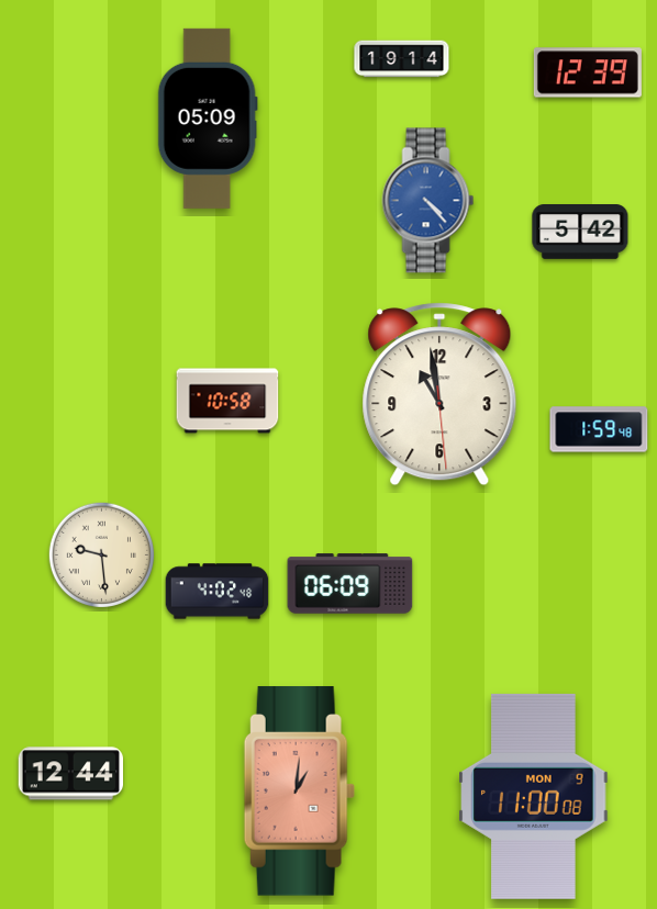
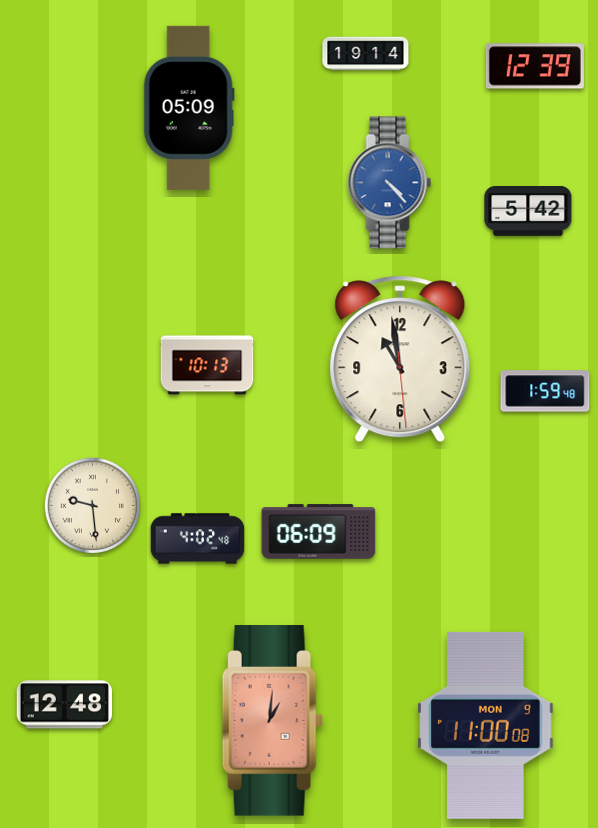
clock at (227, 401): 10:58 -> 10:13
clock at (70, 774): 12:44 -> 12:48
